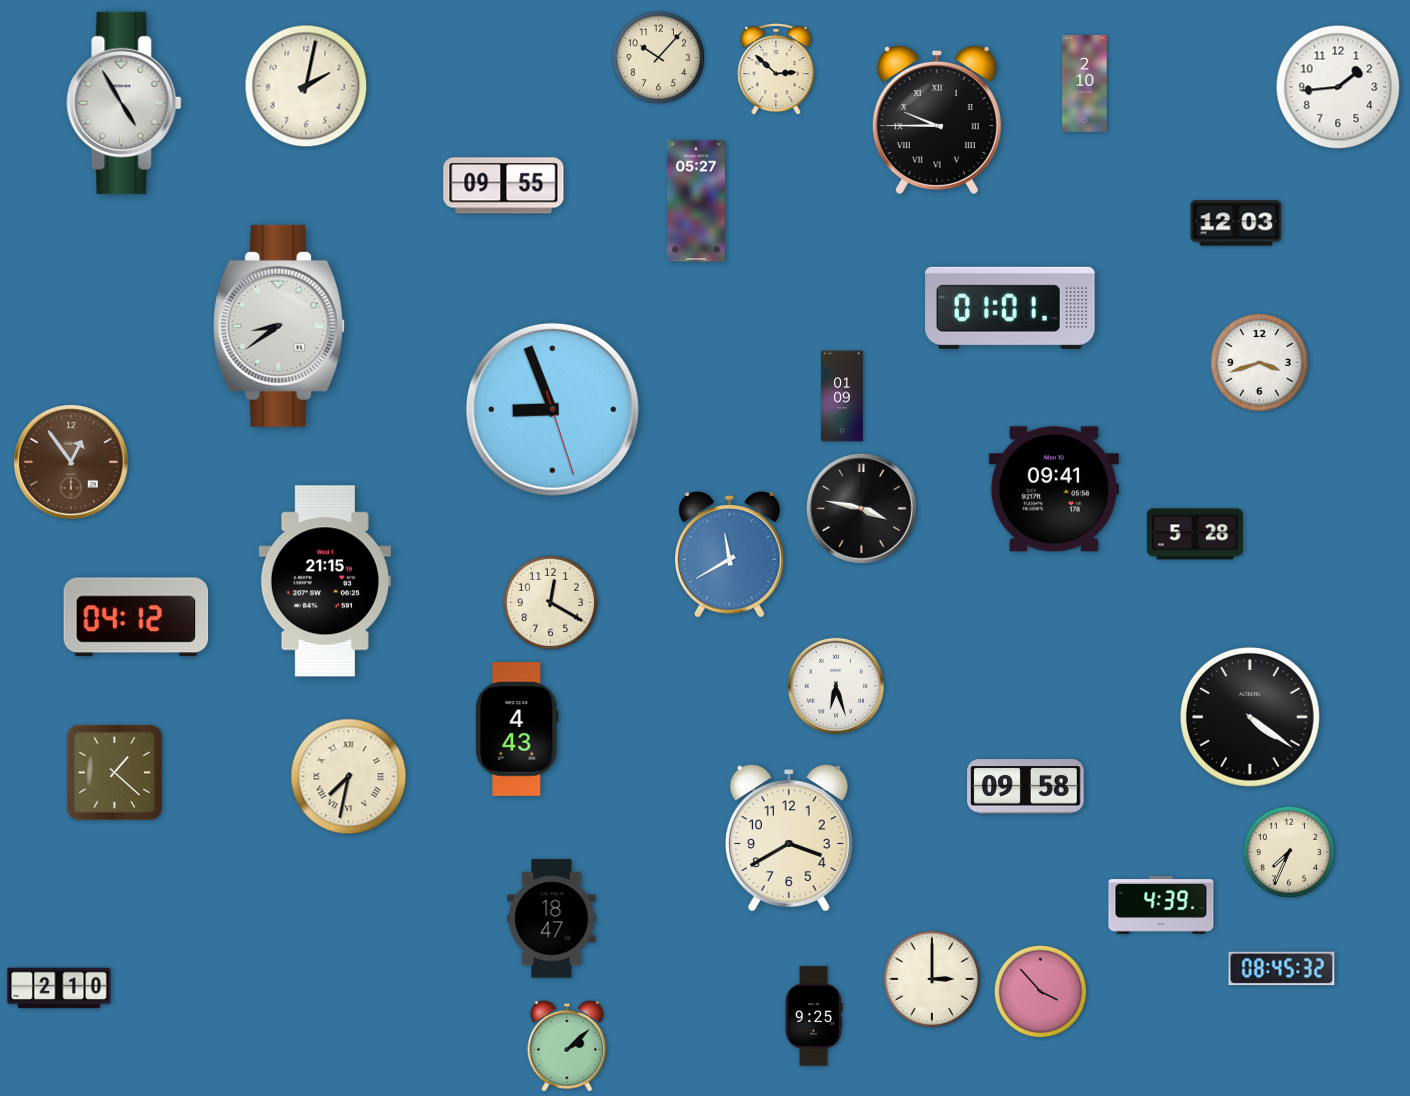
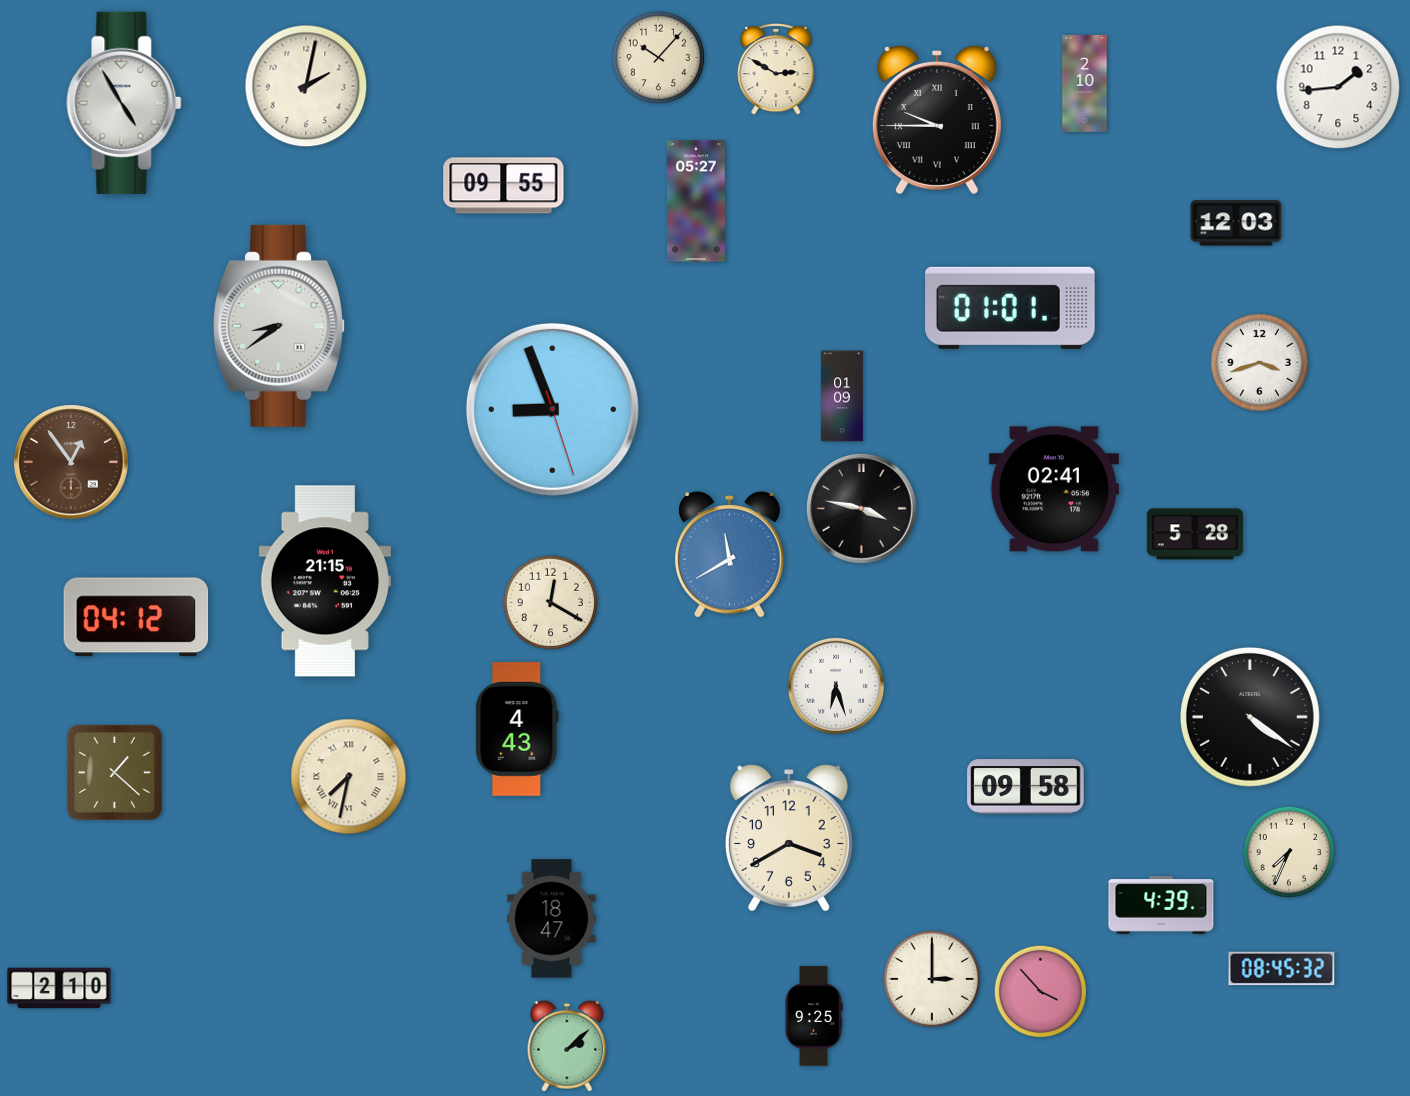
clock at (776, 69): 2:52 -> 2:50
clock at (1054, 489): 09:41 -> 02:41
